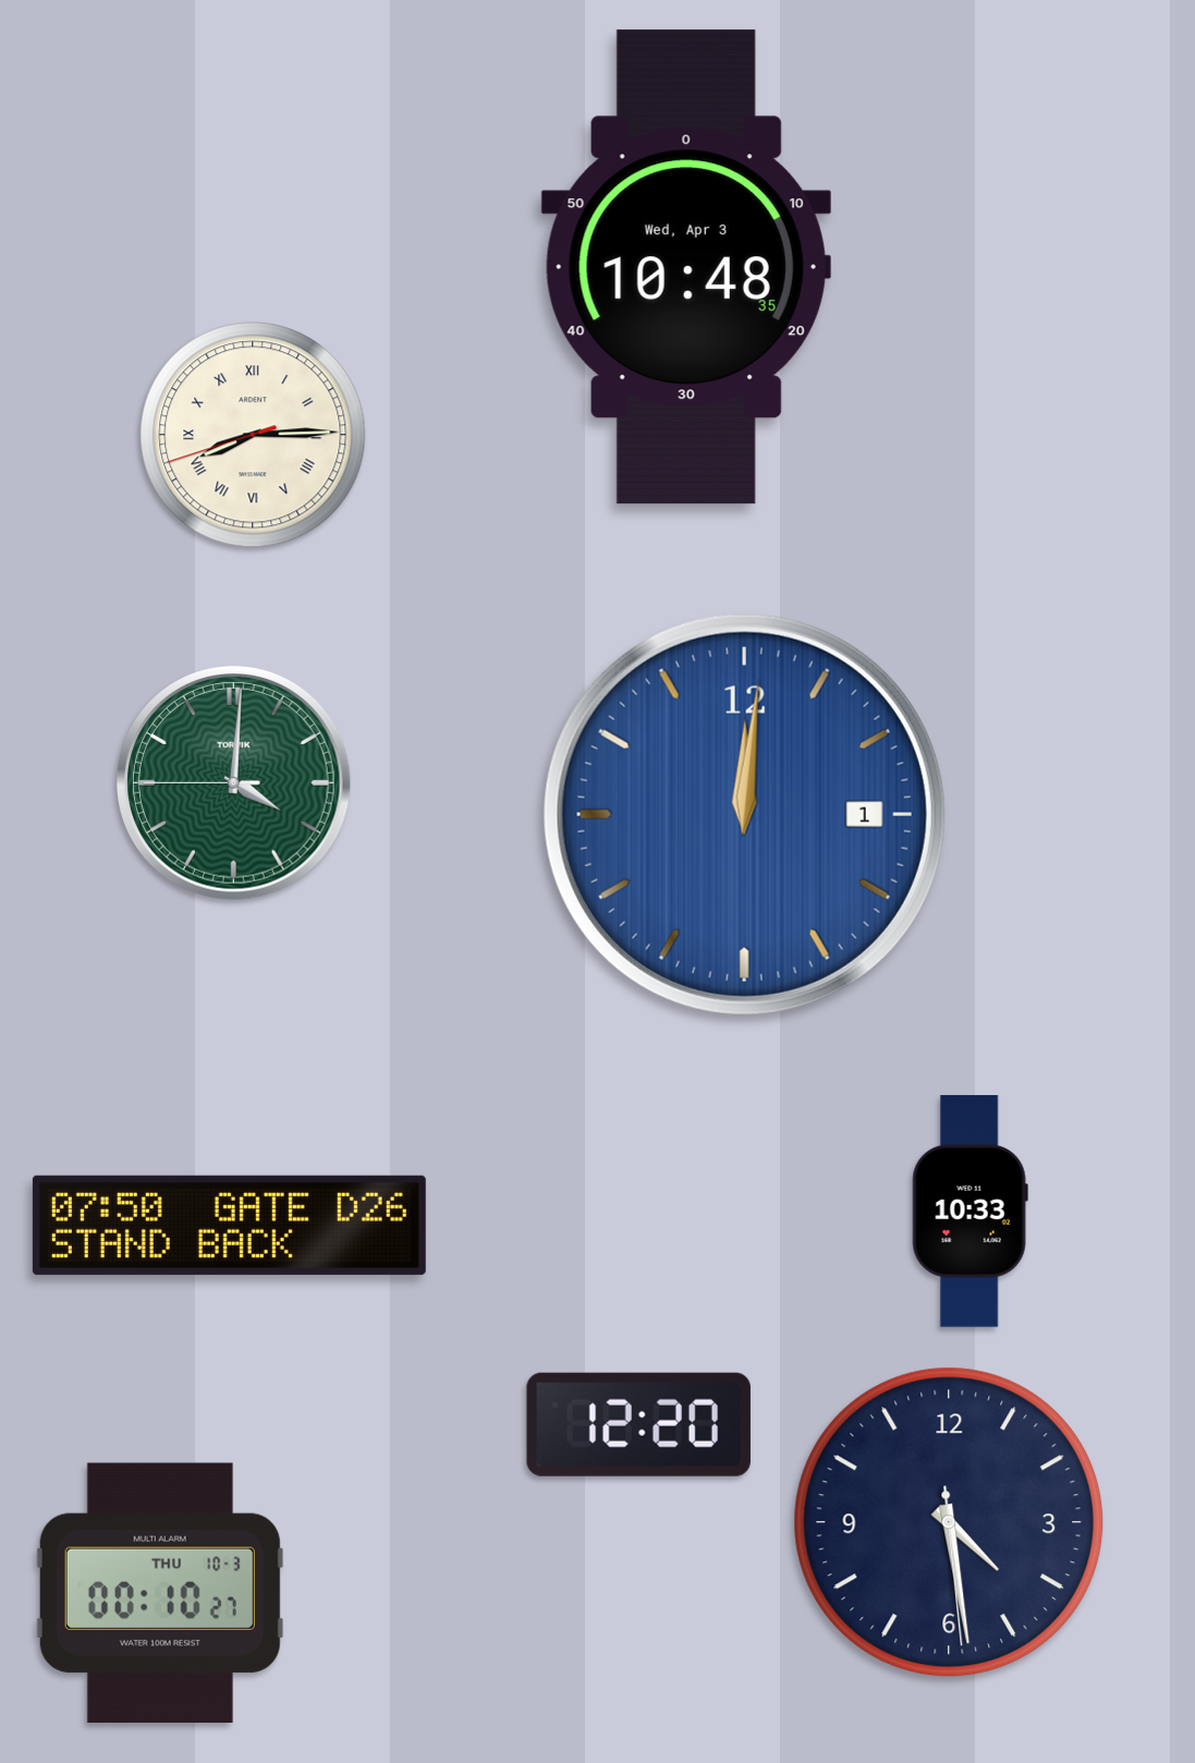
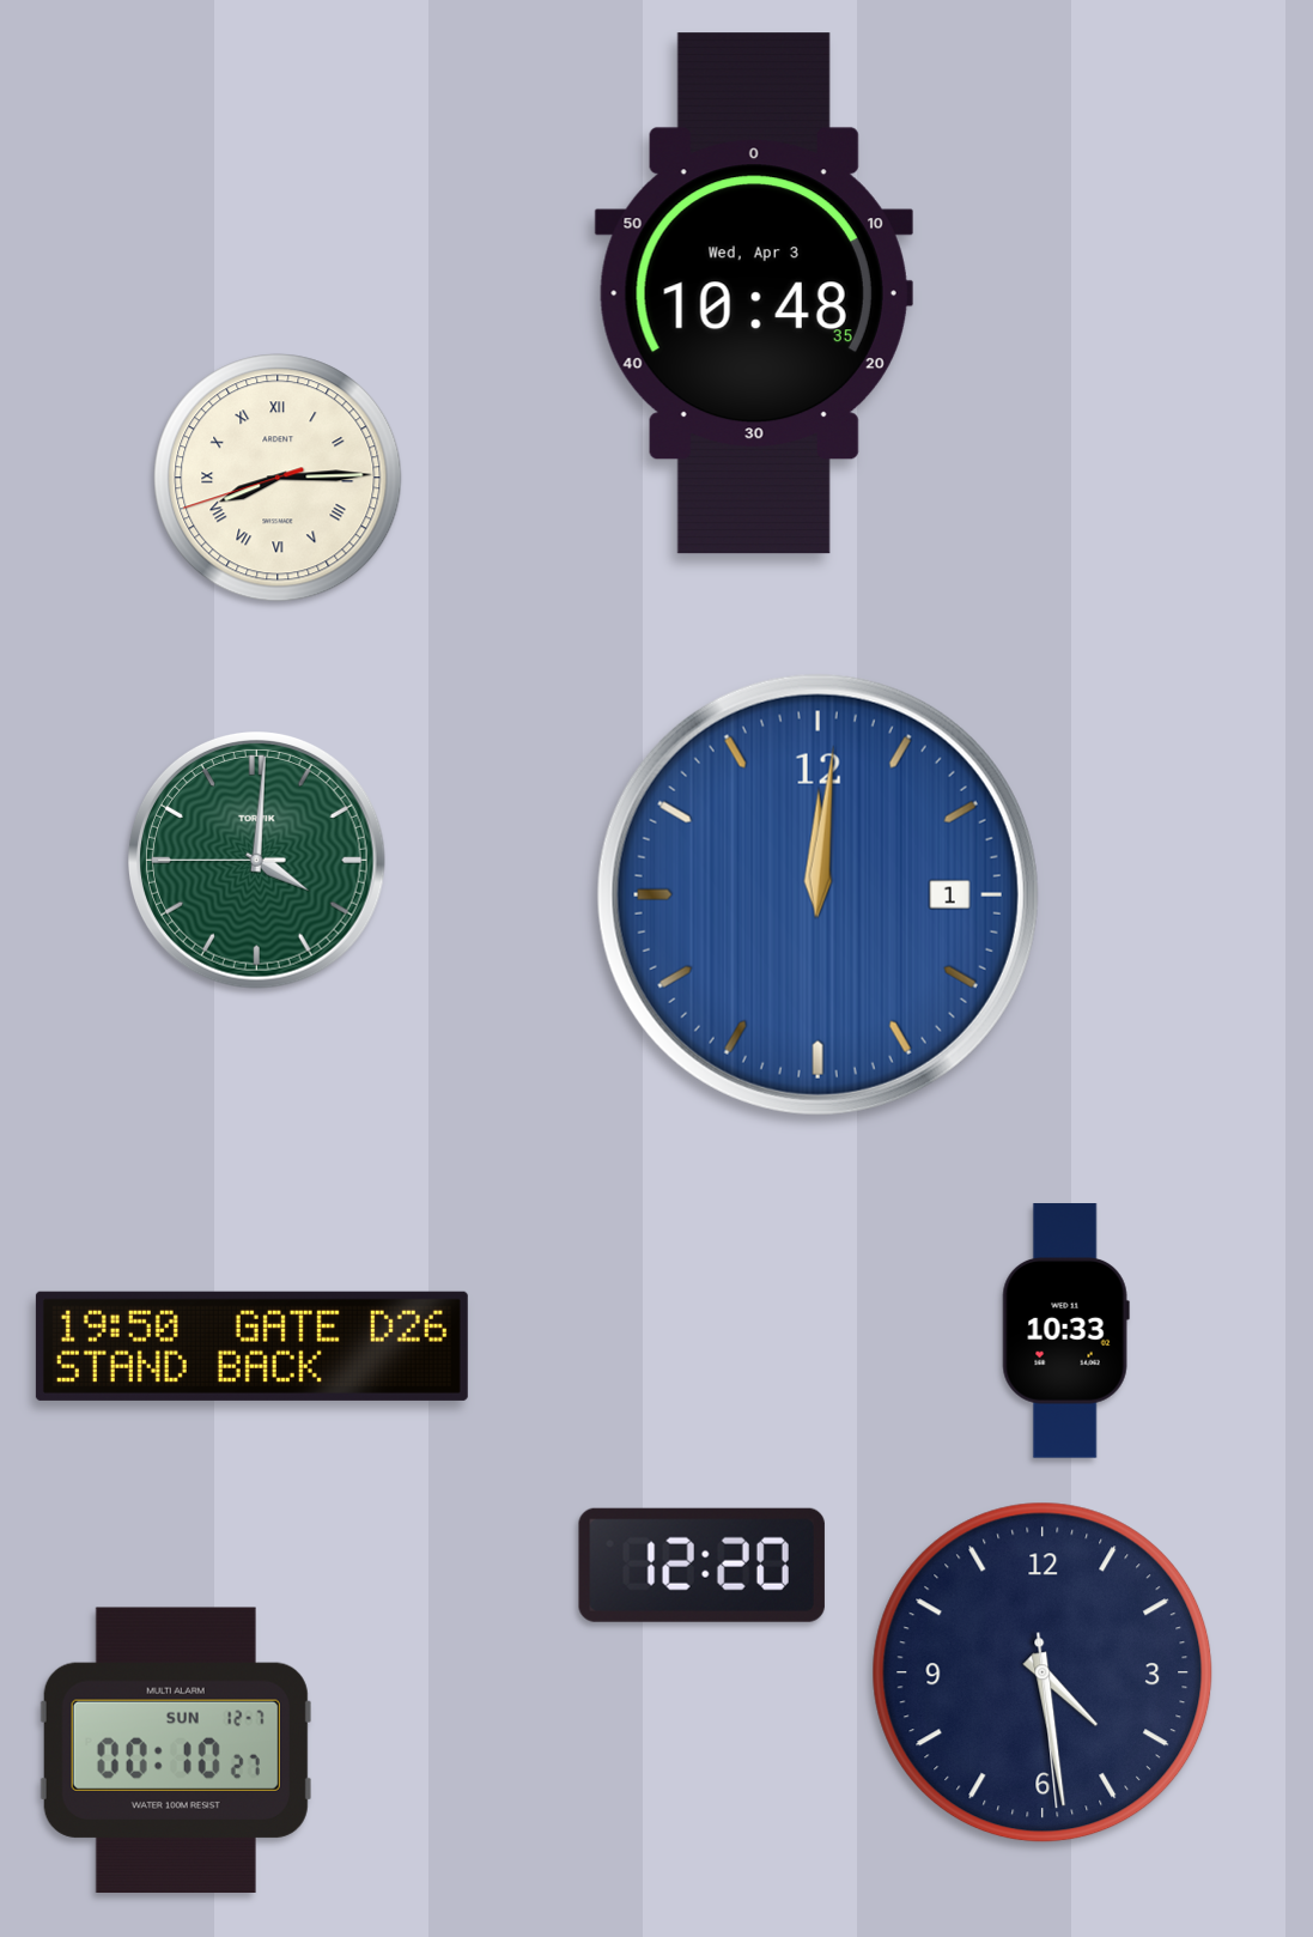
clock at (229, 1225): 07:50 -> 19:50
clock at (160, 1592) date: THU 10-3 -> SUN 12-7
